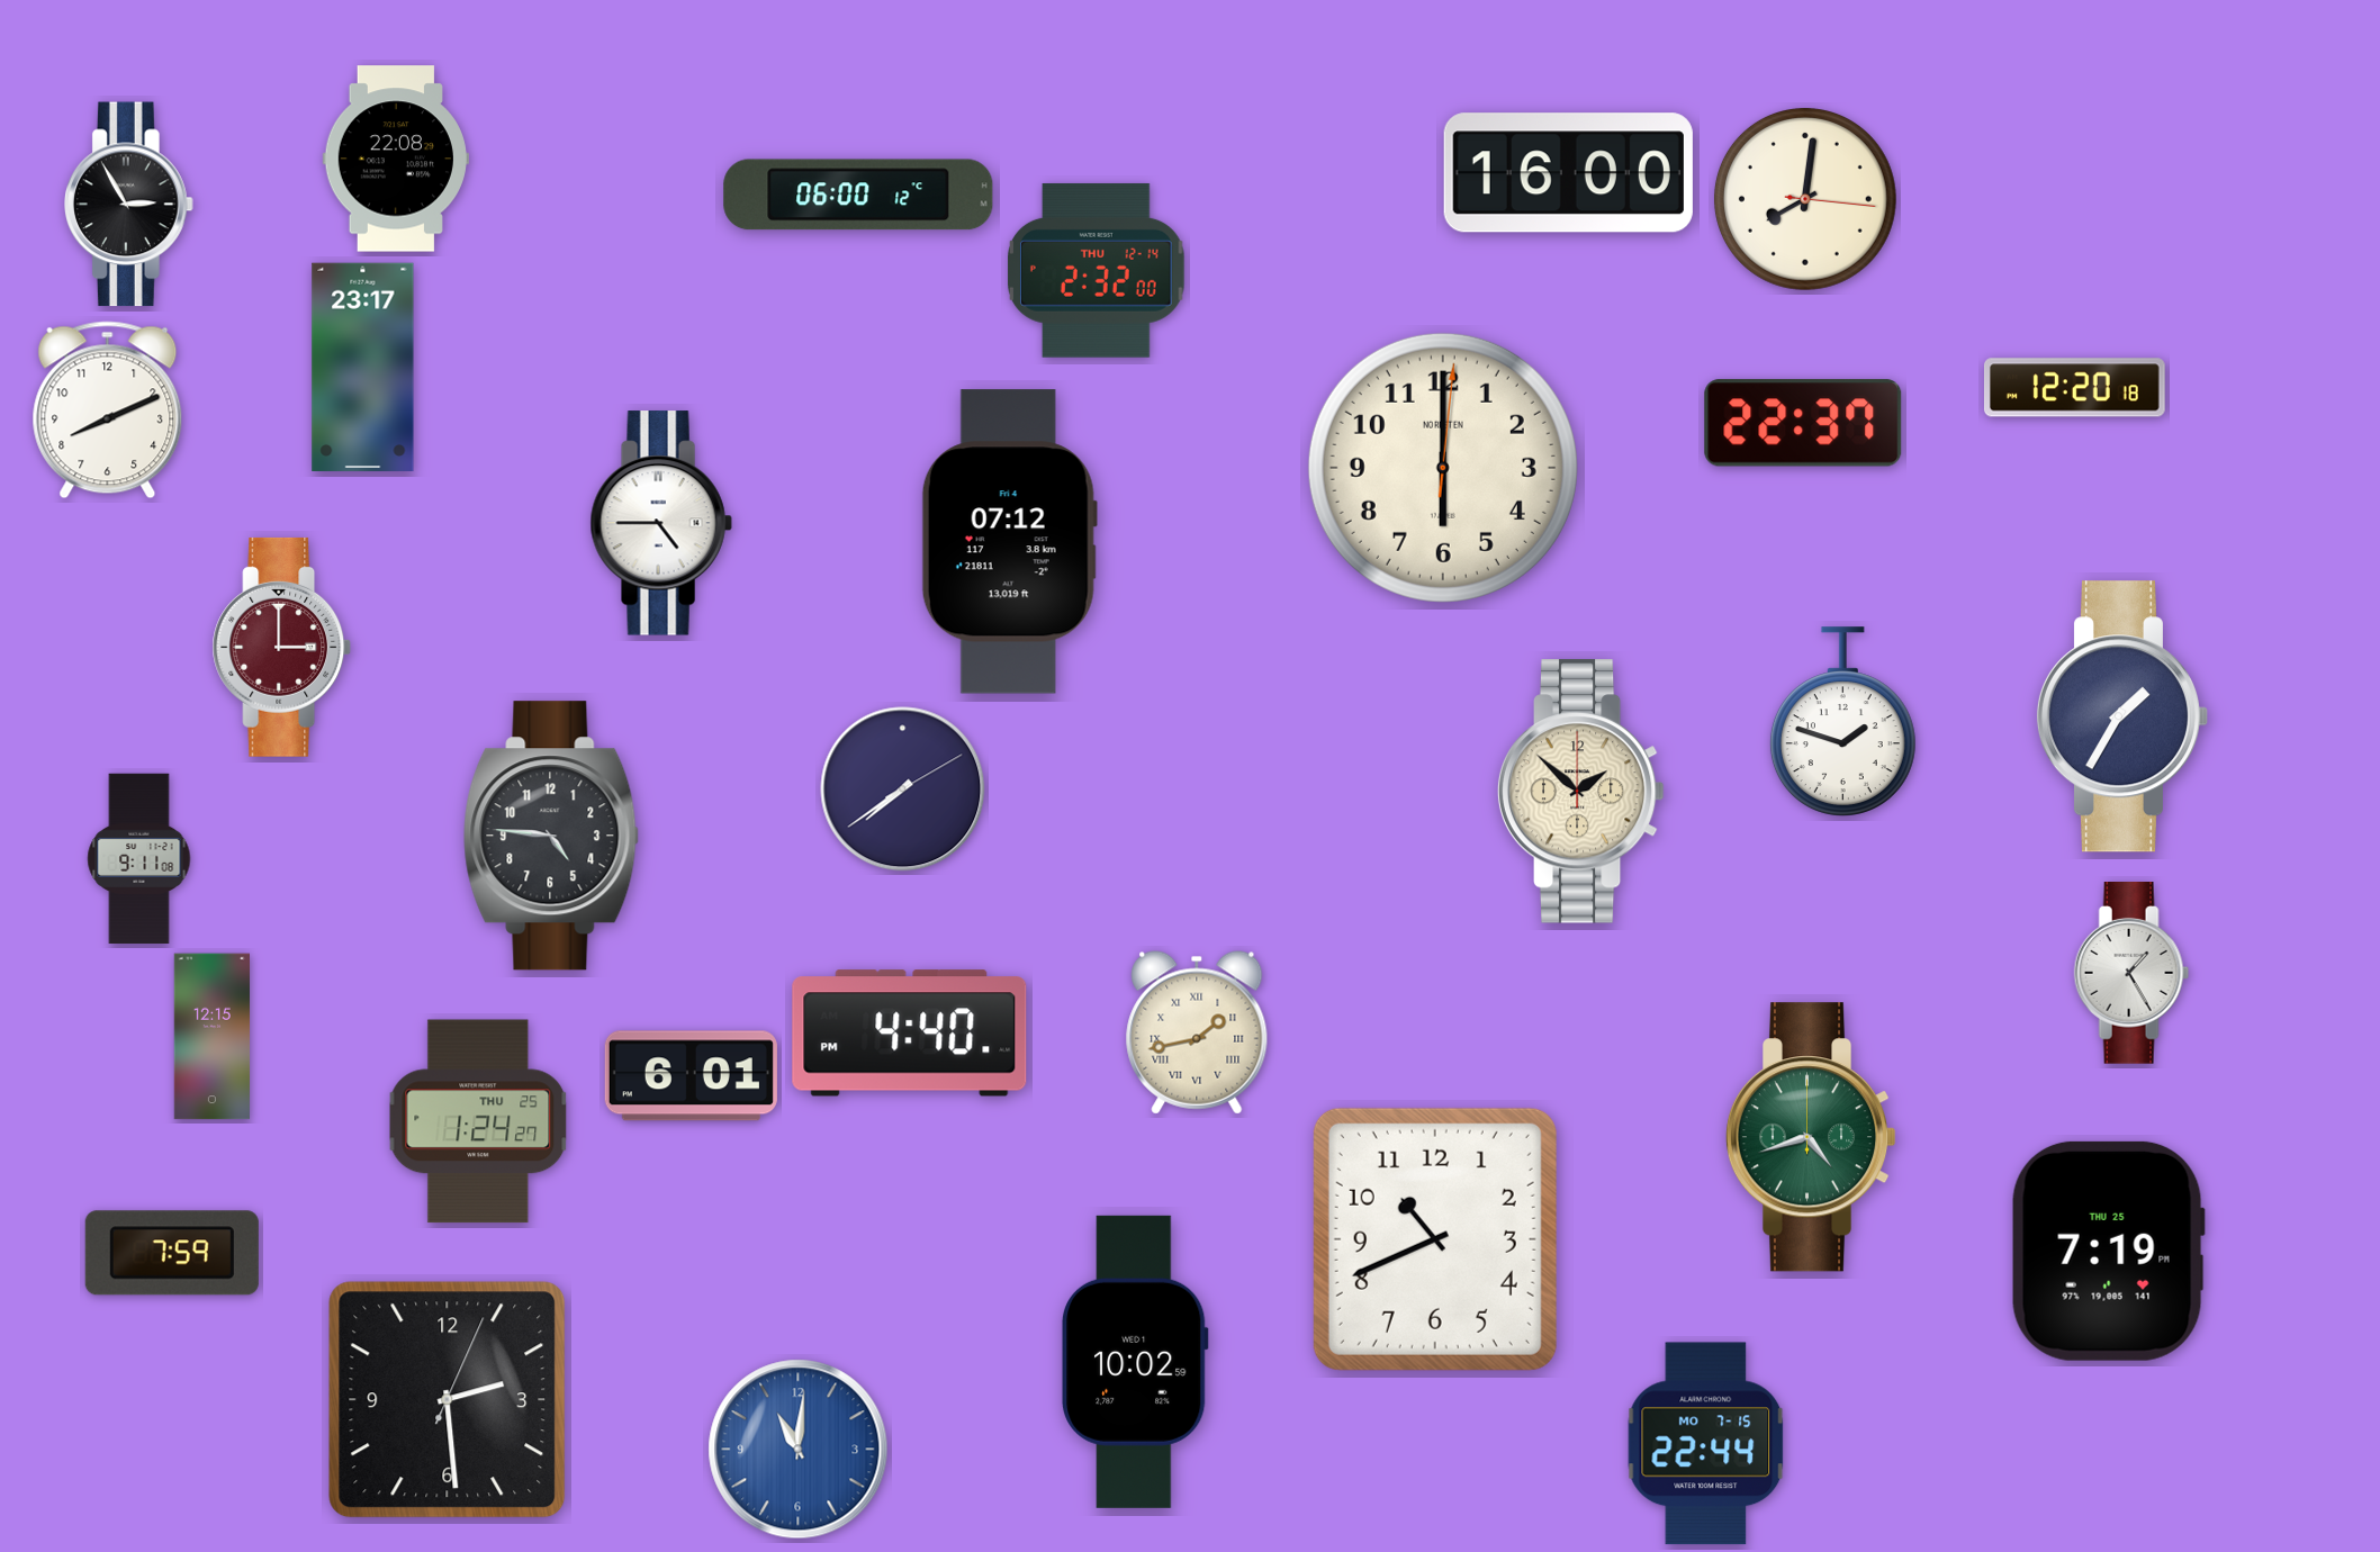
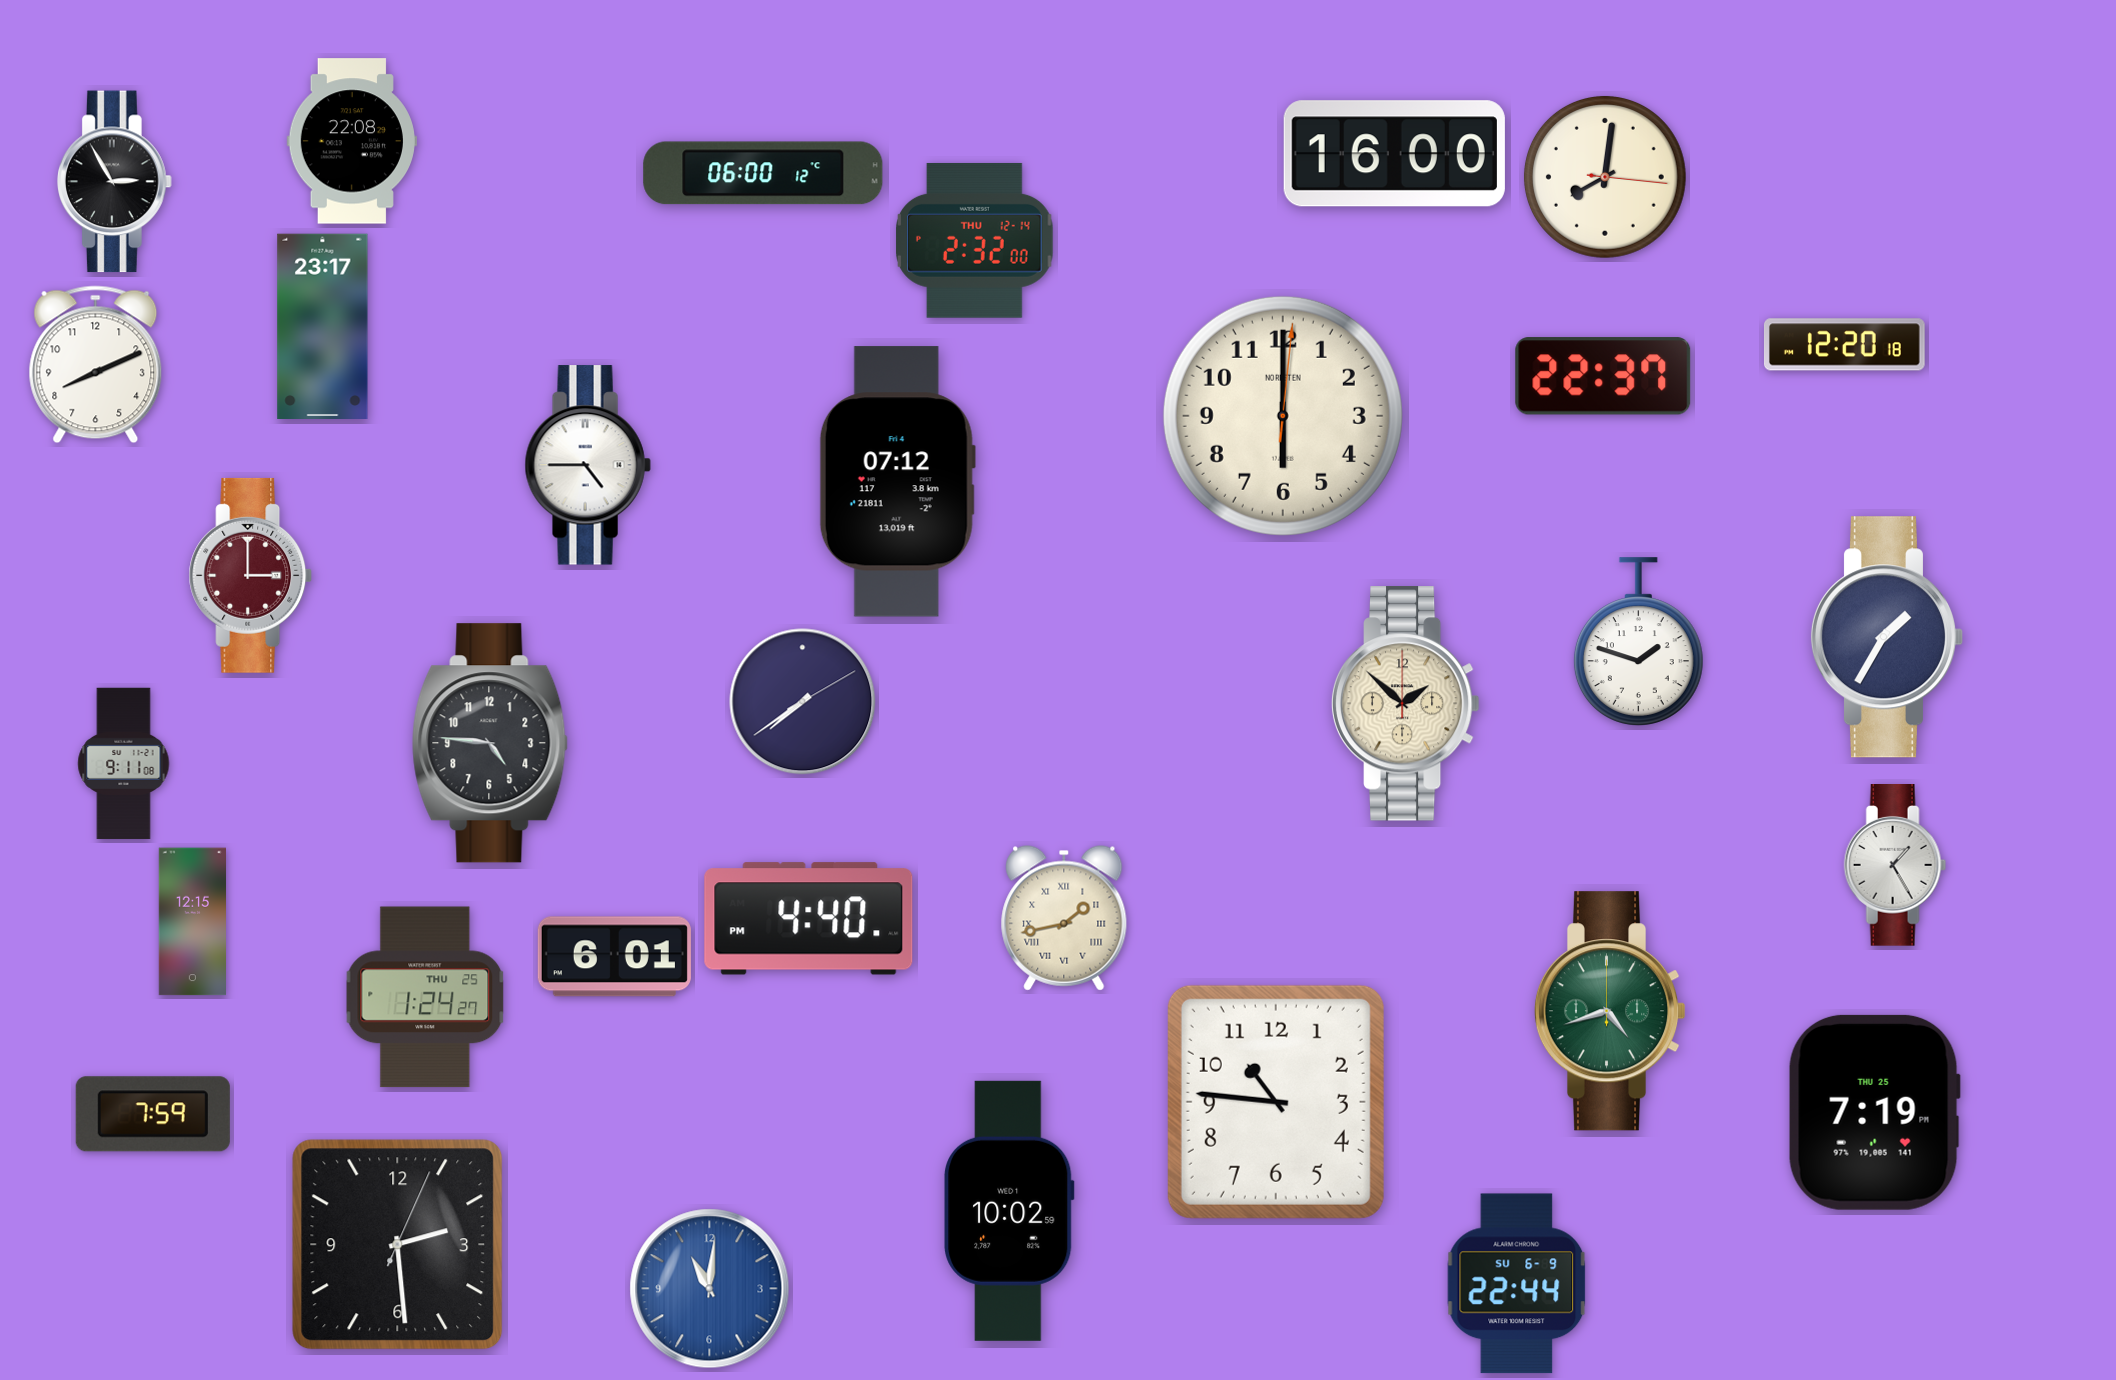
clock at (211, 1037) position: (211, 1037) -> (192, 922)
clock at (1435, 1239): 10:41 -> 10:46
clock at (1706, 1444) date: MO 7-15 -> SU 6-9
